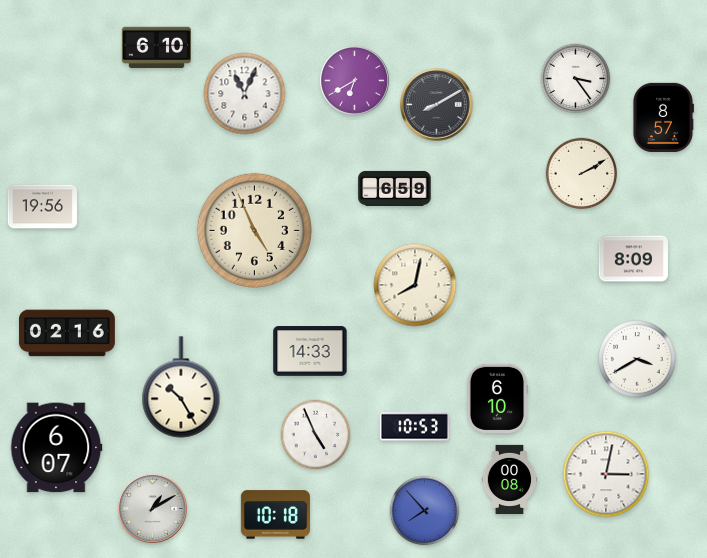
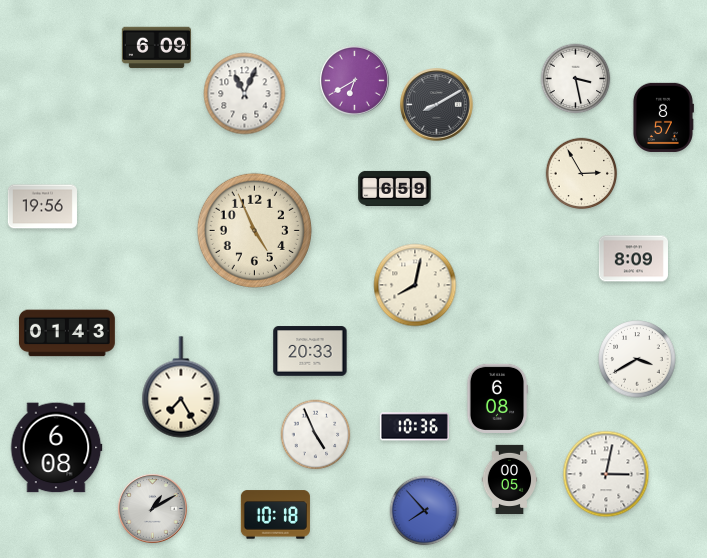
clock at (156, 48): 6:10 -> 6:09
clock at (576, 79): 3:24 -> 3:28
clock at (582, 174): 2:10 -> 2:55
clock at (67, 333): 02:16 -> 01:43
clock at (310, 351): 14:33 -> 20:33
clock at (181, 387): 10:25 -> 7:25
clock at (497, 398): 6:10 -> 6:08
clock at (414, 427): 10:53 -> 10:36
clock at (56, 448): 6:07 -> 6:08
clock at (510, 479): 00:08 -> 00:05
